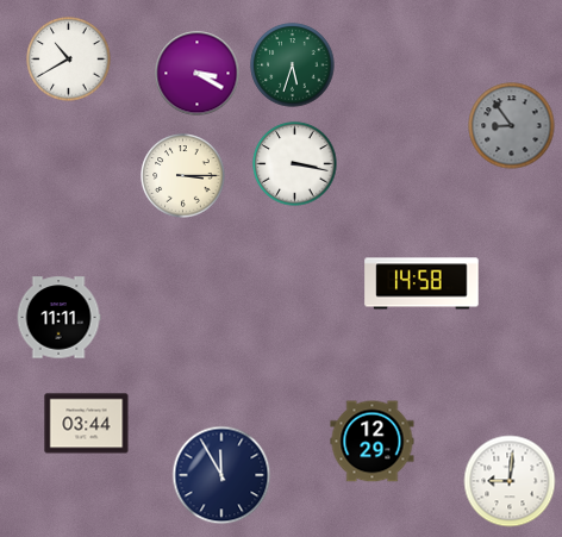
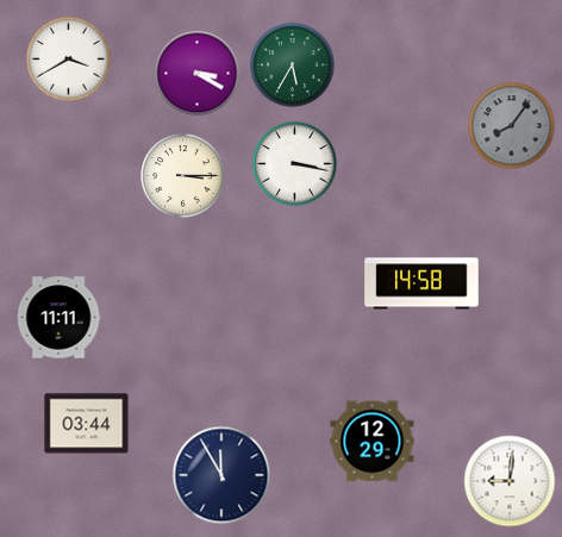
clock at (69, 60): 10:40 -> 3:40
clock at (293, 65): 5:33 -> 5:35
clock at (512, 126): 8:54 -> 8:06
